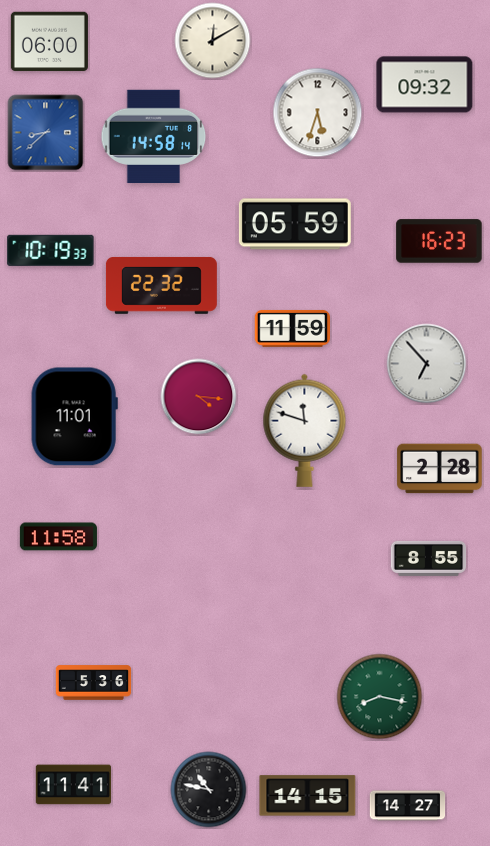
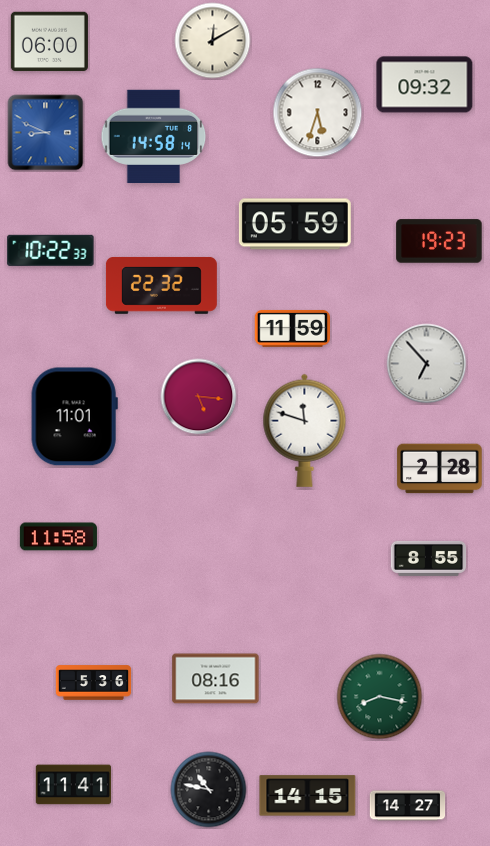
clock at (46, 133): 8:38 -> 8:49
clock at (439, 241): 16:23 -> 19:23
clock at (51, 250): 10:19 -> 10:22
clock at (199, 397): 4:16 -> 5:16
clock at (216, 679): none -> 08:16
